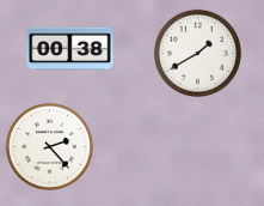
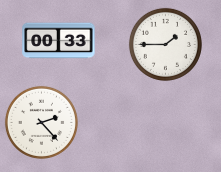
clock at (70, 49): 00:38 -> 00:33
clock at (197, 53): 1:40 -> 1:45
